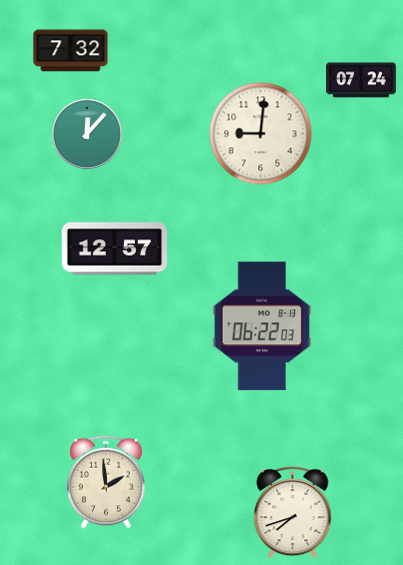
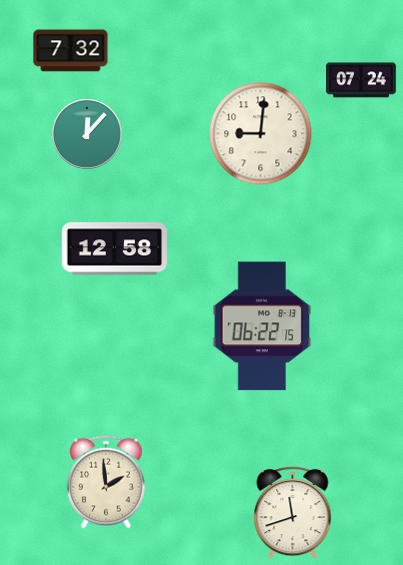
clock at (115, 249): 12:57 -> 12:58
clock at (262, 326): 06:22:03 -> 06:22:15
clock at (293, 512): 7:42 -> 11:42
